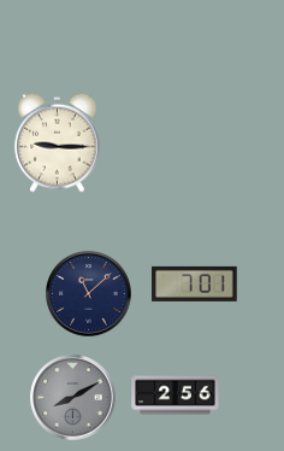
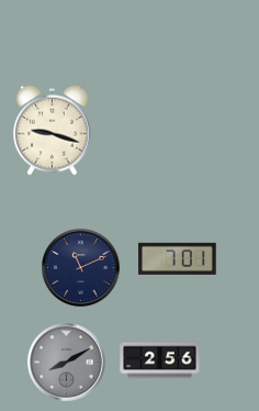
clock at (58, 142): 9:15 -> 9:18
clock at (89, 294): 11:08 -> 11:11
